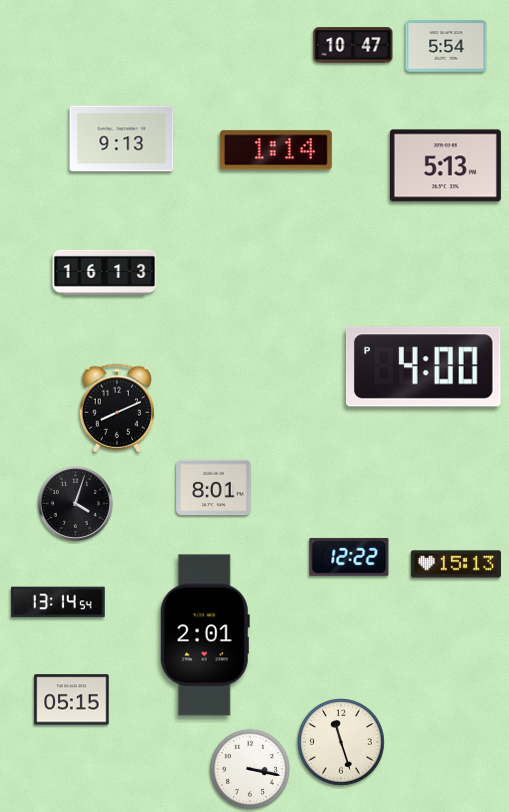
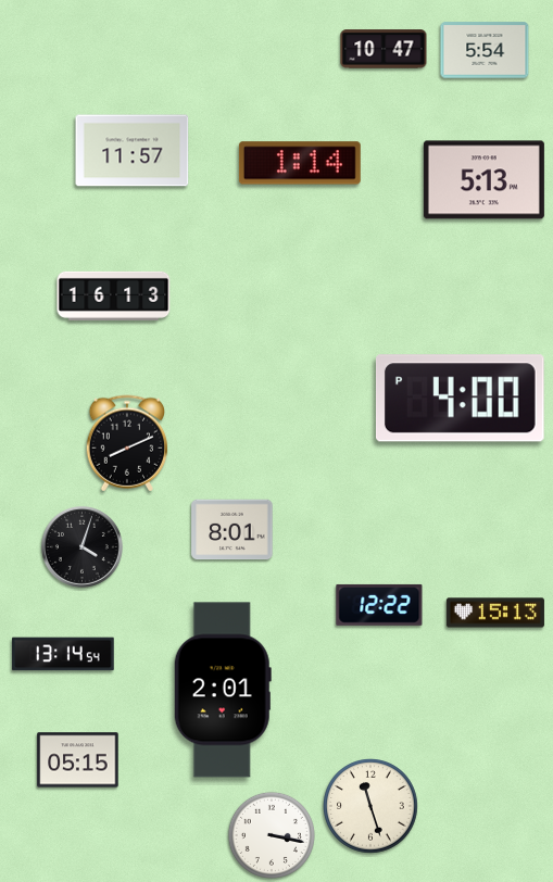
clock at (122, 139): 9:13 -> 11:57
